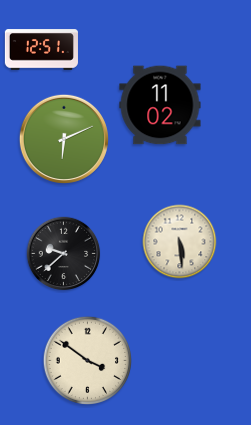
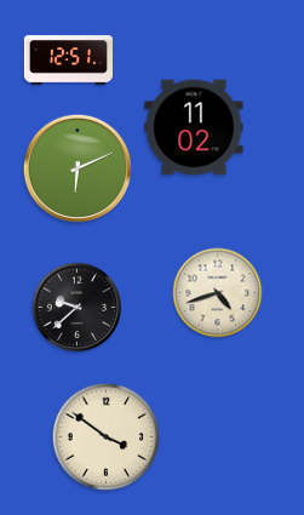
clock at (41, 50) position: (41, 50) -> (68, 61)
clock at (180, 242): 5:29 -> 4:42
